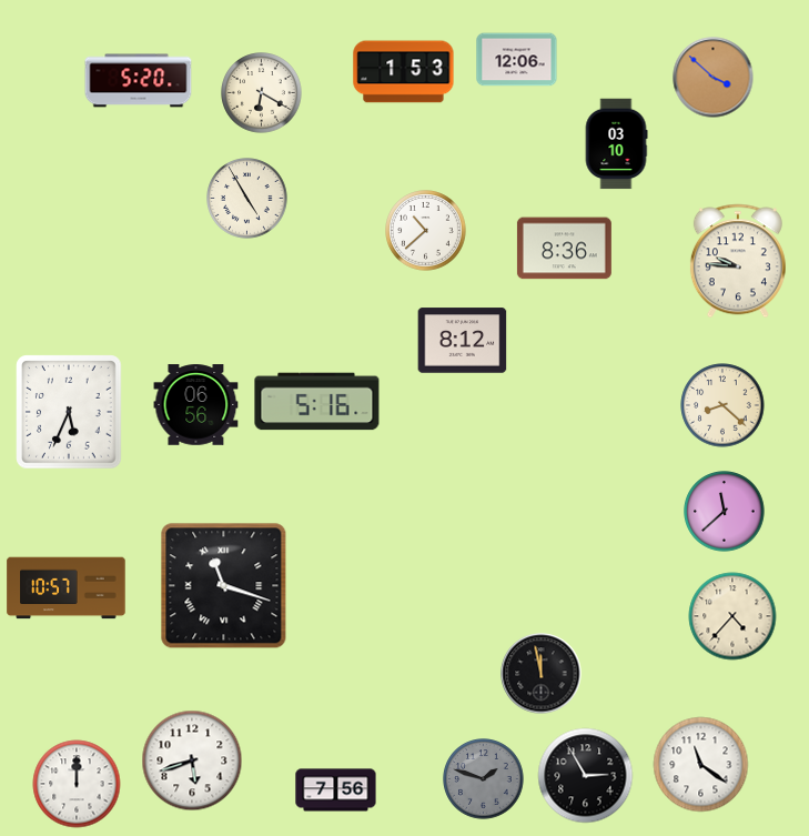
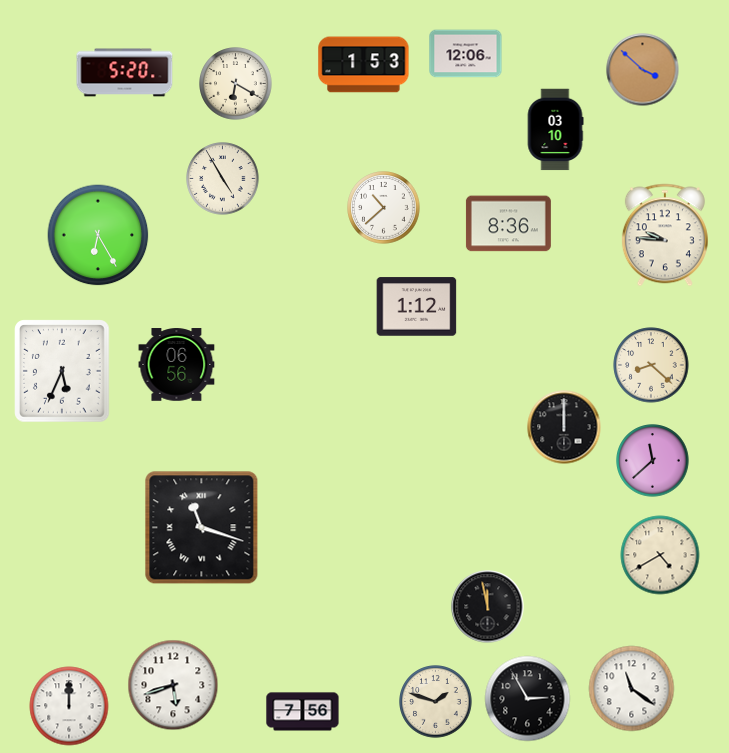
clock at (98, 235): none -> 6:25
clock at (463, 341): 8:12 -> 1:12
clock at (317, 402): 5:16 -> none
clock at (564, 427): none -> 12:00
clock at (67, 588): 10:57 -> none
clock at (732, 616): 4:37 -> 4:40
clock at (484, 779) dial: grey -> cream
